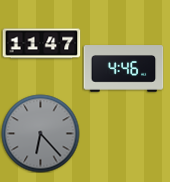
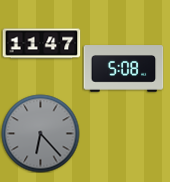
clock at (123, 69): 4:46 -> 5:08
